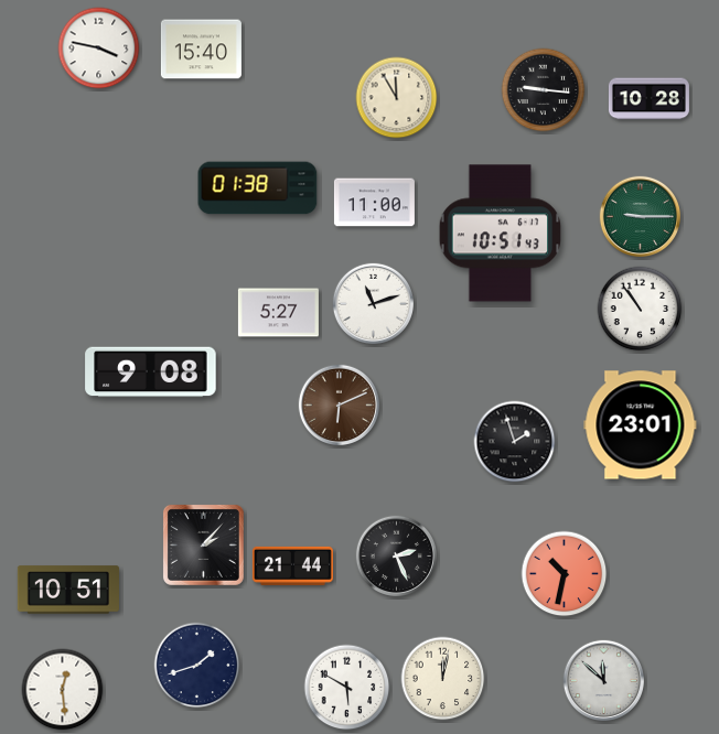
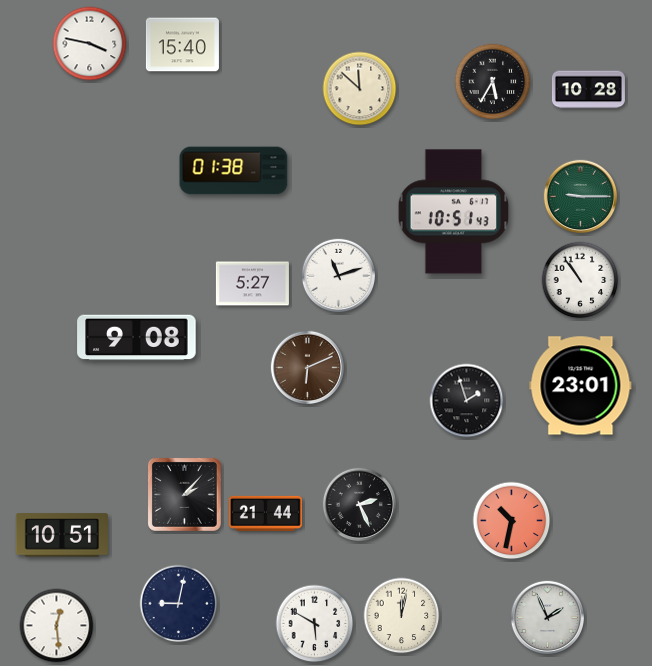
clock at (544, 90): 9:16 -> 5:35
clock at (397, 98): 11:55 -> 11:52
clock at (374, 203): 11:00 -> none
clock at (197, 666): 1:42 -> 9:02
clock at (603, 680): 11:52 -> 1:56
